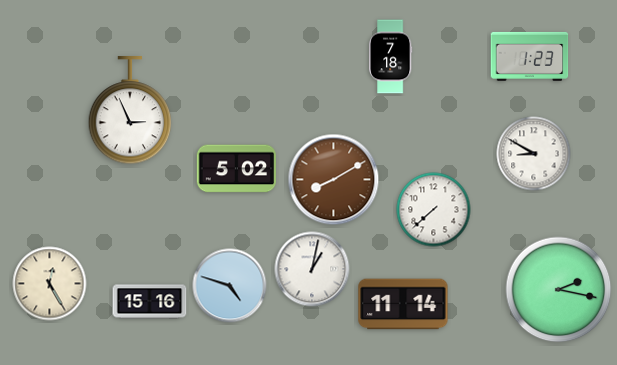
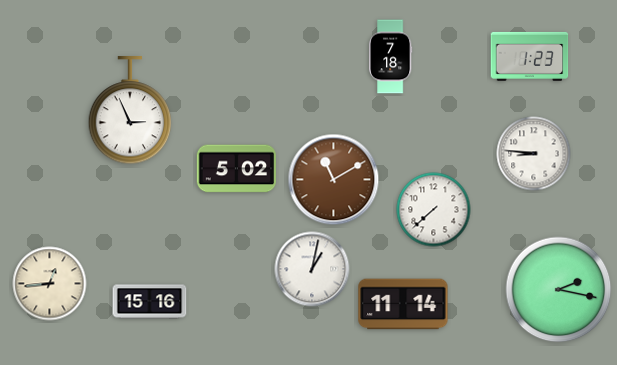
clock at (534, 154): 8:50 -> 8:46
clock at (334, 180): 8:10 -> 11:10
clock at (50, 284): 12:25 -> 12:44
clock at (230, 286): 4:48 -> none
